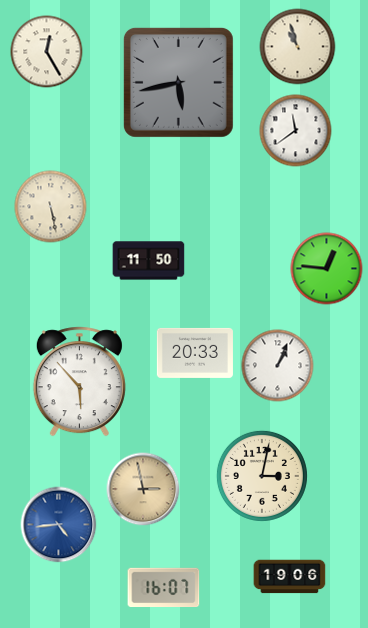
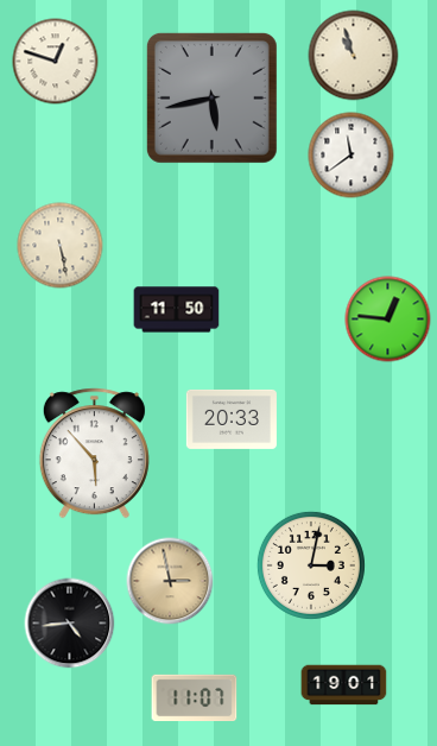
clock at (47, 52): 12:25 -> 12:48
clock at (278, 366): 1:04 -> none
clock at (59, 525) dial: blue -> black
clock at (290, 577): 19:06 -> 19:01
clock at (164, 587): 16:07 -> 11:07
